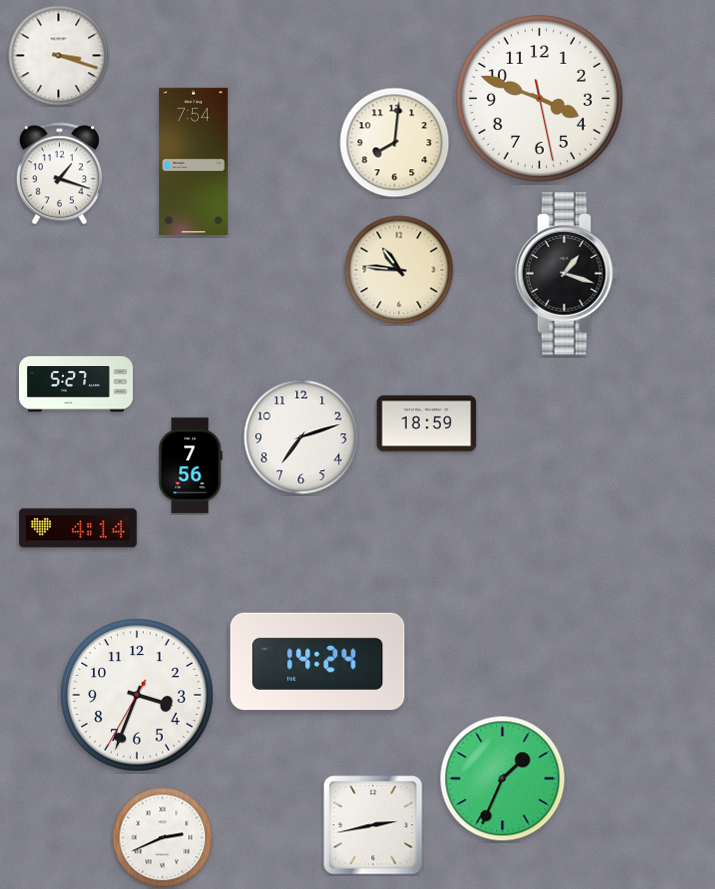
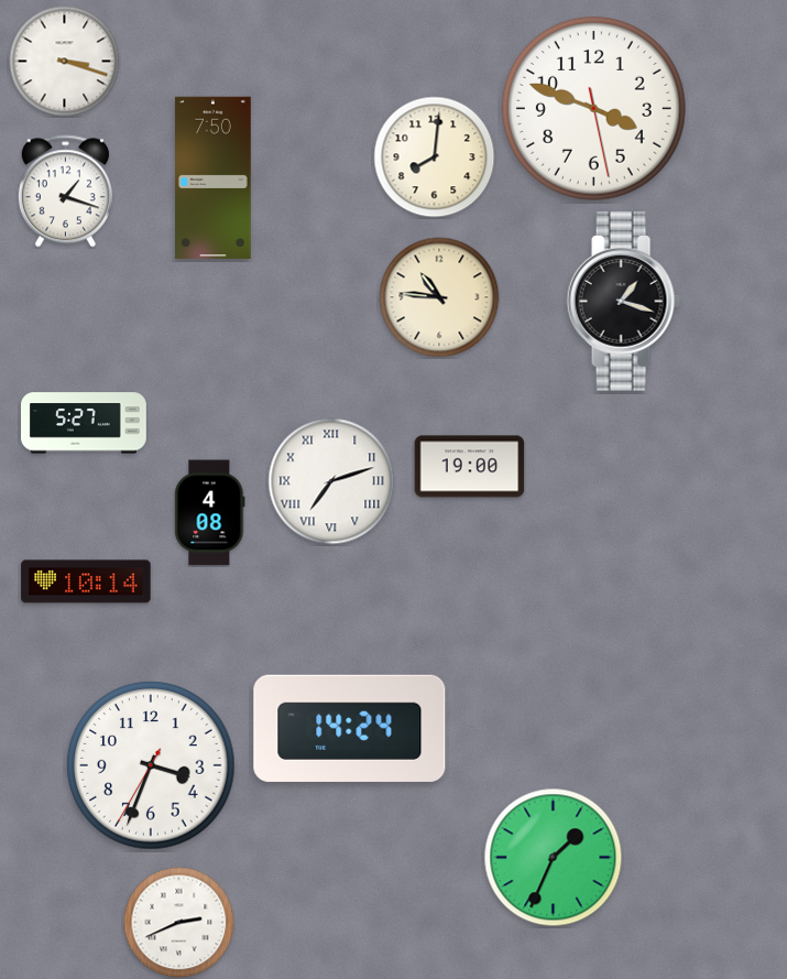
clock at (194, 162): 7:54 -> 7:50
clock at (427, 424): 18:59 -> 19:00
clock at (301, 437) numerals: Arabic -> Roman
clock at (191, 466): 7:56 -> 4:08
clock at (78, 528): 4:14 -> 10:14
clock at (373, 825): 2:43 -> none
